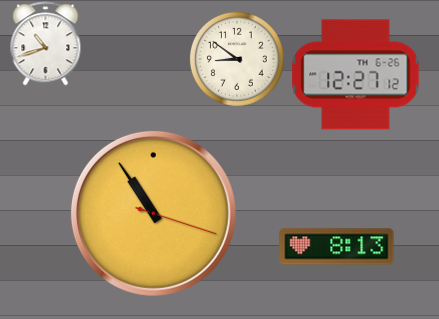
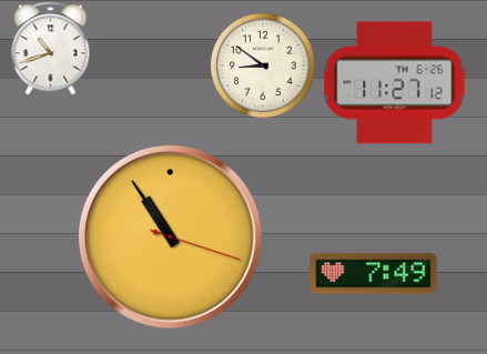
clock at (356, 75): 12:27 -> 11:27
clock at (337, 247): 8:13 -> 7:49
